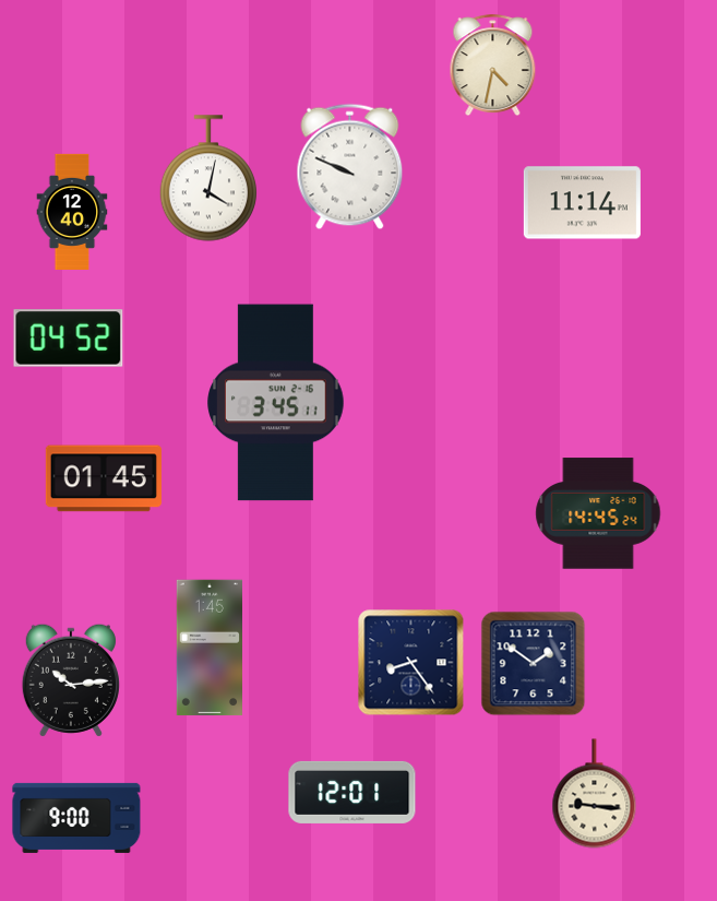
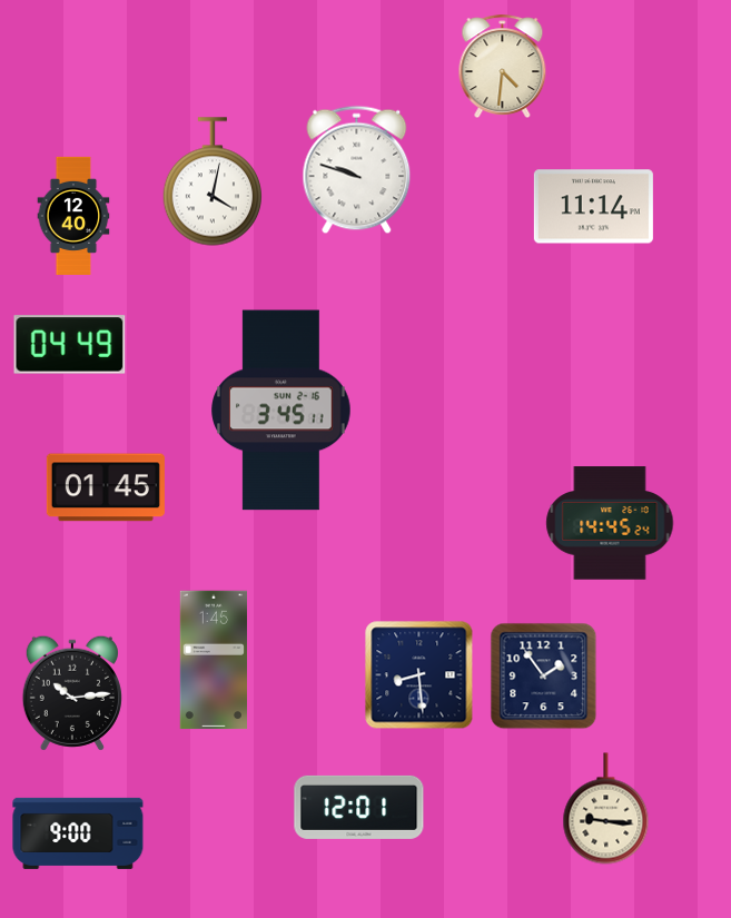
clock at (493, 64): 4:32 -> 4:31
clock at (350, 167): 9:49 -> 9:48
clock at (69, 339): 04:52 -> 04:49
clock at (411, 663): 8:24 -> 8:29
clock at (534, 664): 1:51 -> 1:54
